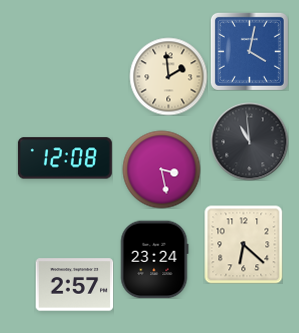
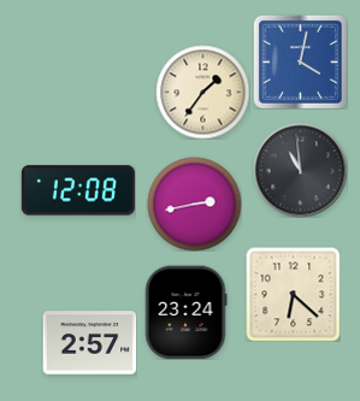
clock at (168, 76): 1:59 -> 1:36
clock at (161, 169): 3:28 -> 2:43
